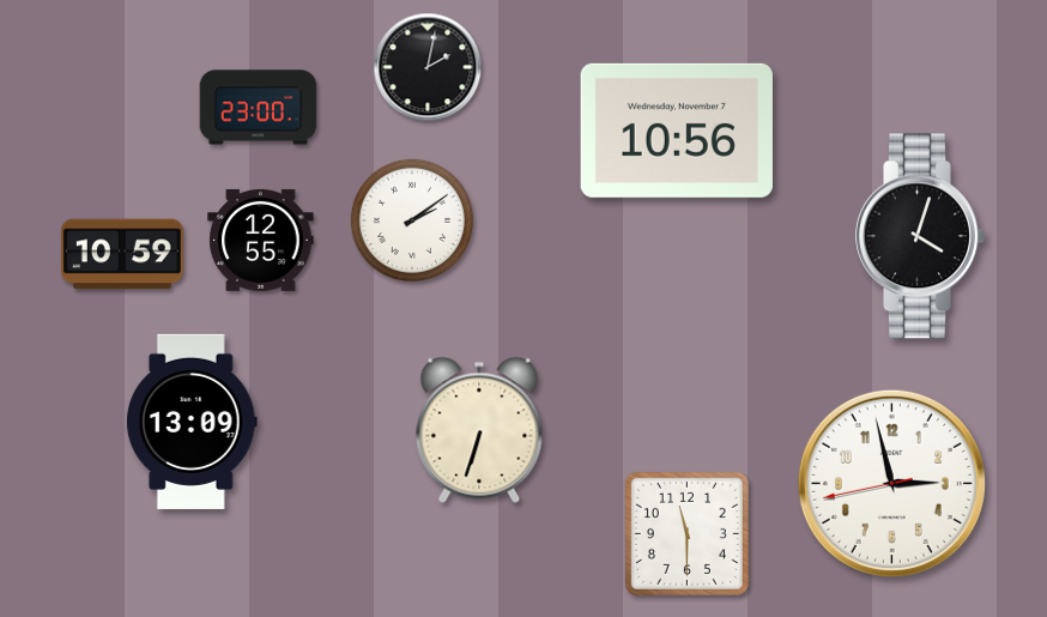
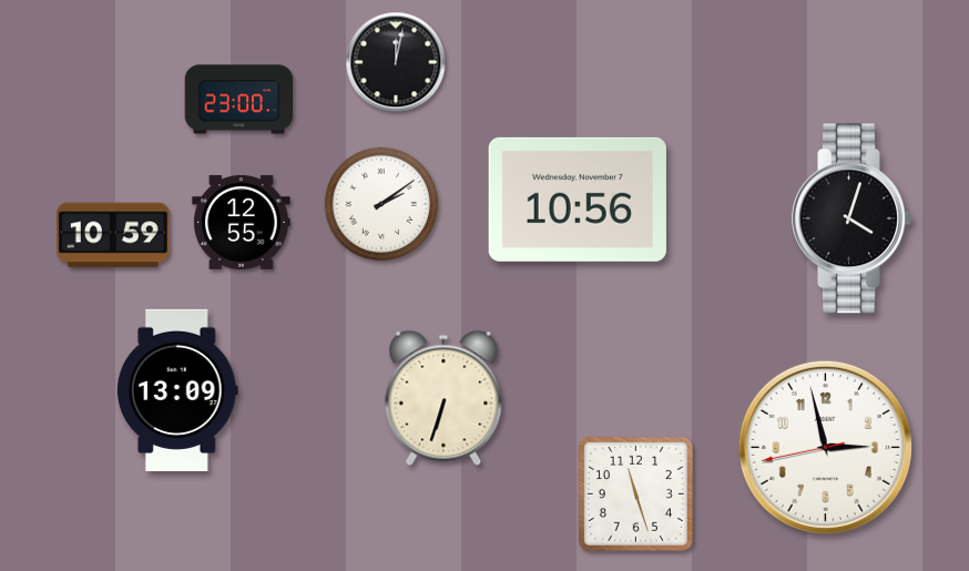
clock at (428, 67): 2:02 -> 12:02
clock at (677, 131) position: (677, 131) -> (578, 200)
clock at (686, 533): 11:30 -> 11:27
